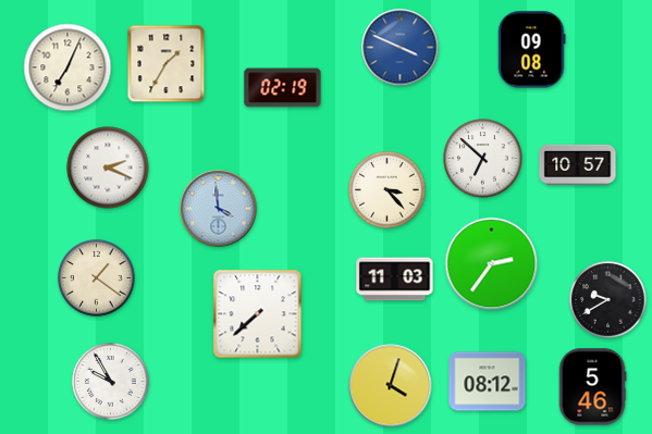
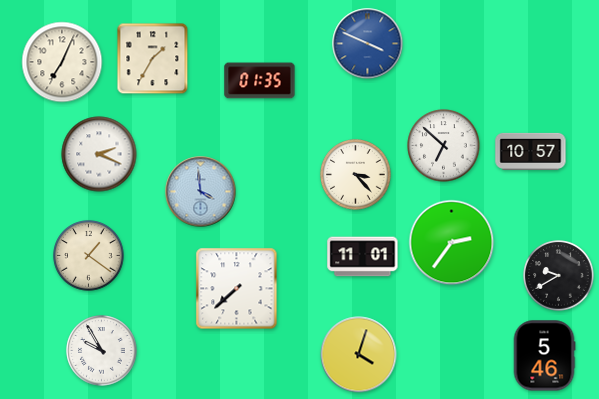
clock at (531, 50): 09:08 -> none
clock at (283, 88): 02:19 -> 01:35
clock at (395, 280): 11:03 -> 11:01
clock at (488, 382): 08:12 -> none
